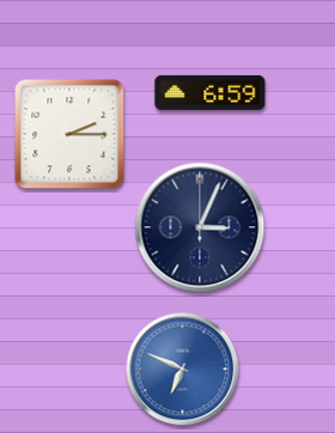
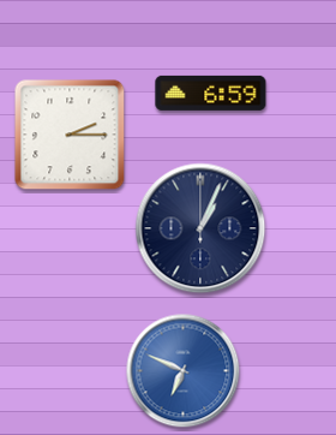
clock at (200, 227): 3:04 -> 1:04
